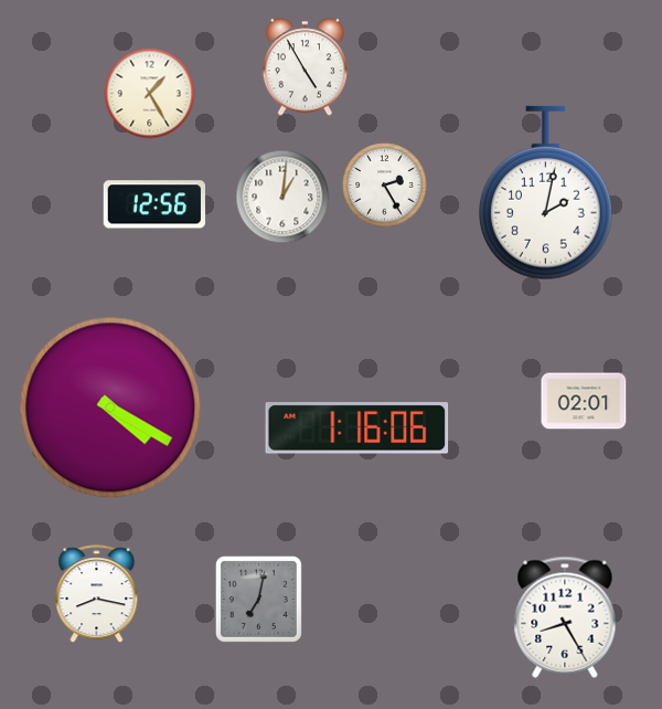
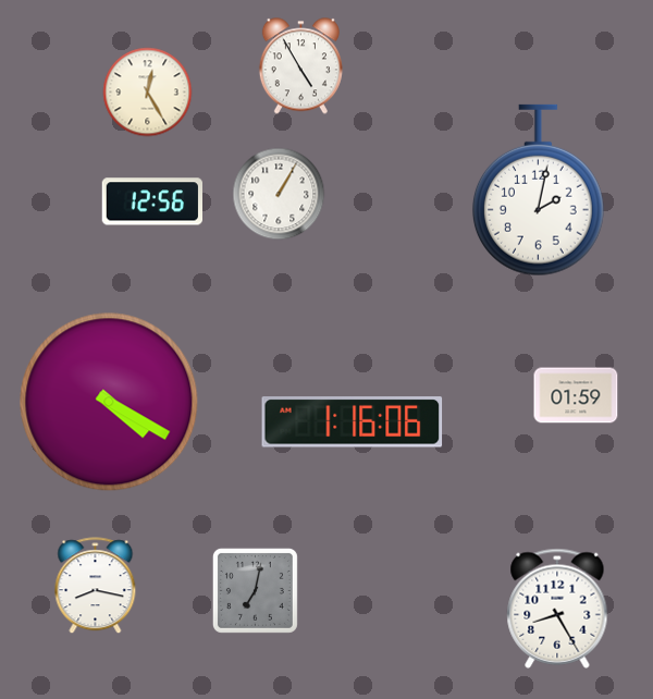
clock at (150, 94): 1:25 -> 12:25
clock at (385, 186): 2:25 -> none
clock at (282, 197): 1:01 -> 1:05
clock at (584, 401): 02:01 -> 01:59
